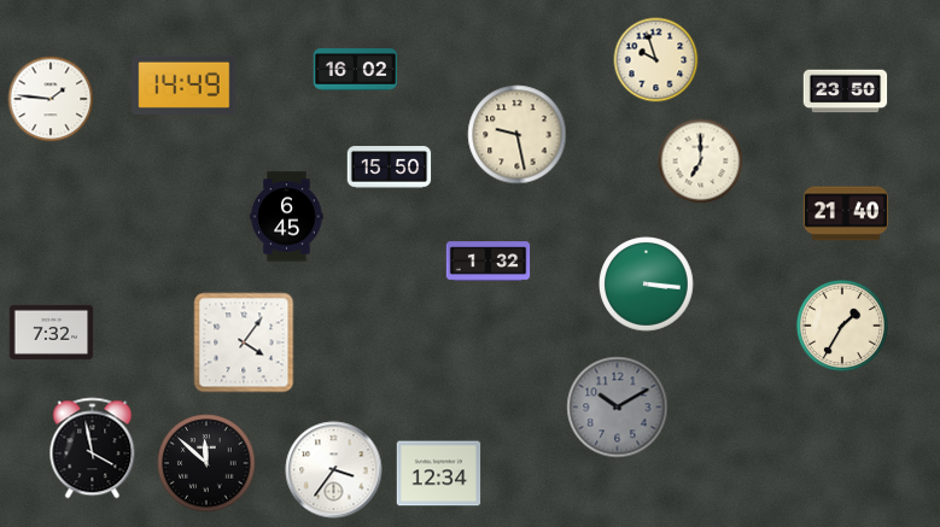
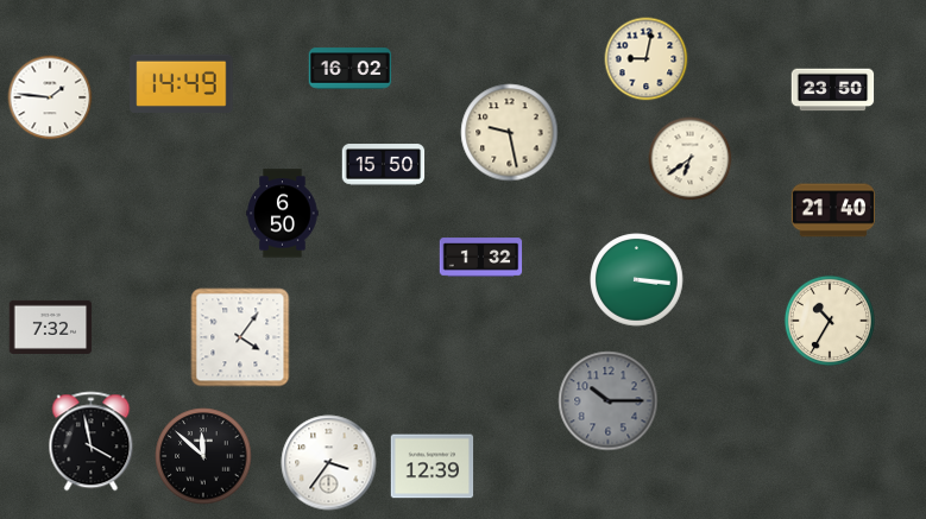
clock at (656, 60): 9:57 -> 9:02
clock at (701, 162): 7:00 -> 6:39
clock at (287, 217): 6:45 -> 6:50
clock at (842, 326): 1:35 -> 10:35
clock at (618, 408): 10:10 -> 10:15
clock at (439, 474): 12:34 -> 12:39
